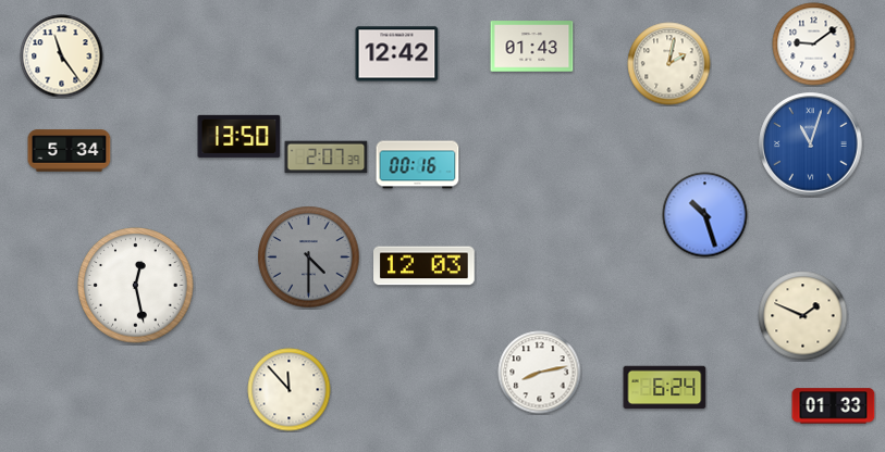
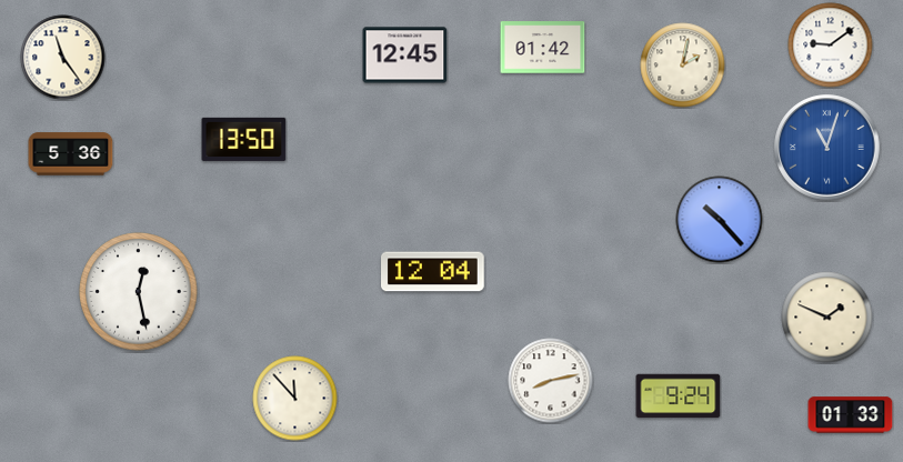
clock at (532, 47): 01:43 -> 01:42
clock at (397, 54): 12:42 -> 12:45
clock at (70, 151): 5:34 -> 5:36
clock at (327, 158): 2:07 -> none
clock at (418, 165): 00:16 -> none
clock at (705, 215): 10:27 -> 10:23
clock at (309, 258): 4:30 -> none
clock at (425, 266): 12:03 -> 12:04
clock at (803, 316) position: (803, 316) -> (827, 318)
clock at (665, 388): 6:24 -> 9:24
